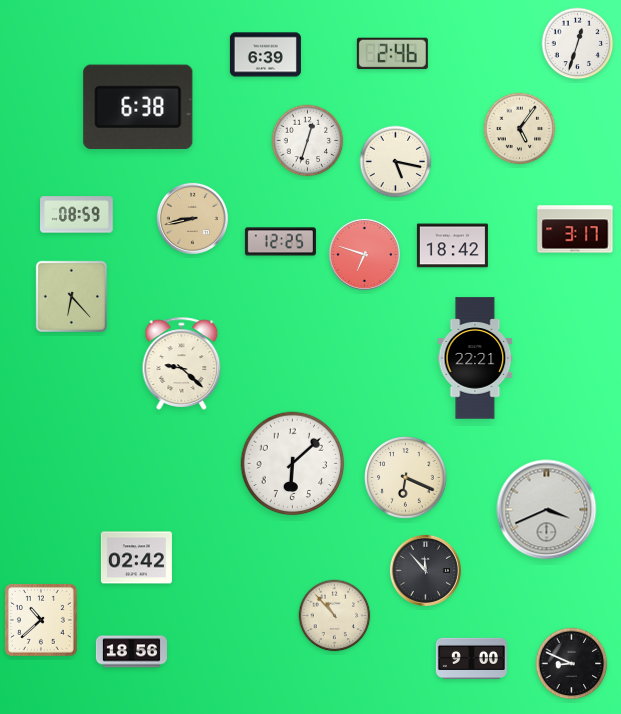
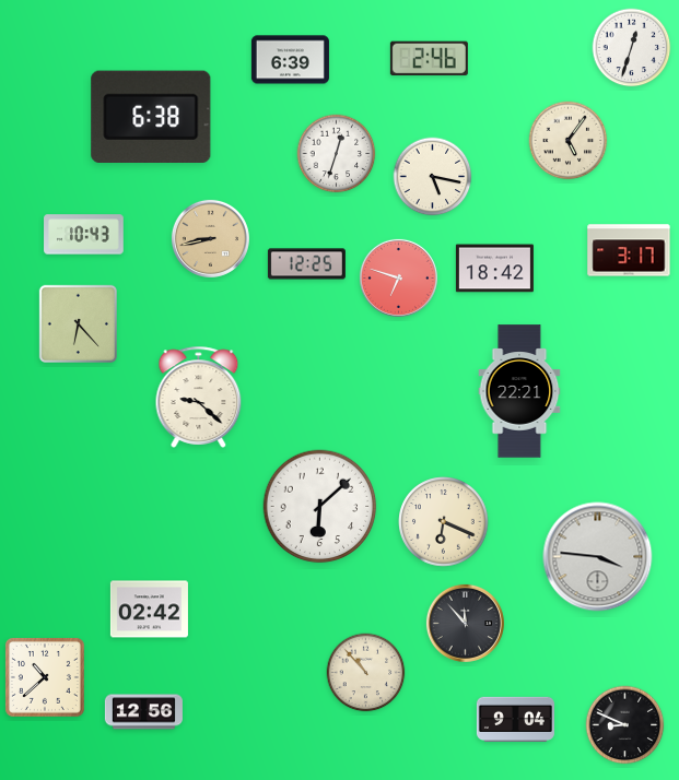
clock at (77, 215): 08:59 -> 10:43
clock at (547, 510): 3:41 -> 3:46
clock at (131, 652): 18:56 -> 12:56
clock at (471, 658): 9:00 -> 9:04
